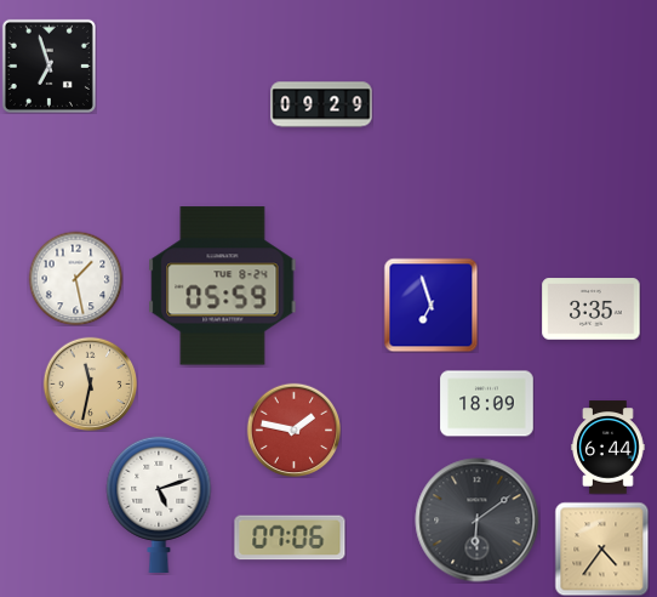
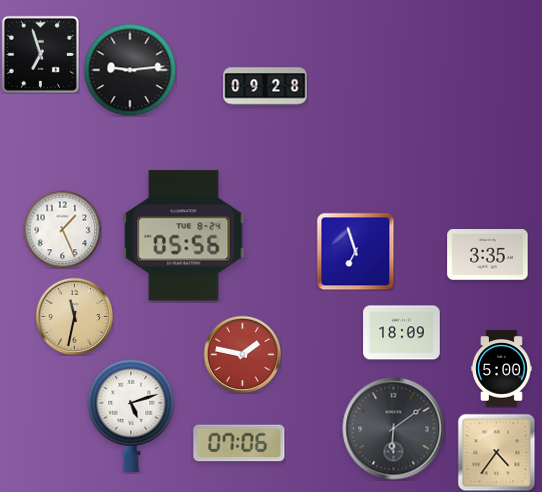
clock at (130, 70): none -> 9:14
clock at (321, 104): 09:29 -> 09:28
clock at (75, 278): 1:28 -> 1:26
clock at (223, 286): 05:59 -> 05:56
clock at (609, 448): 6:44 -> 5:00
